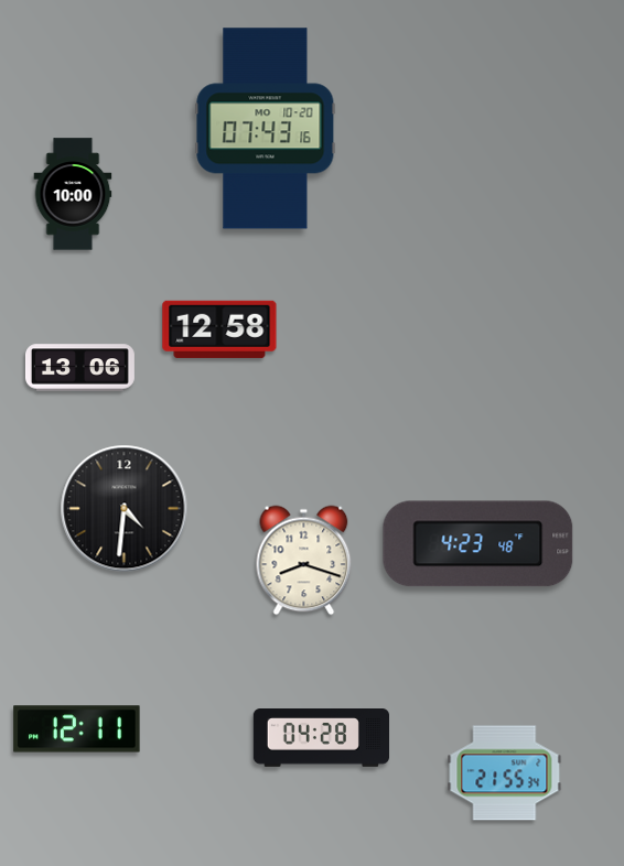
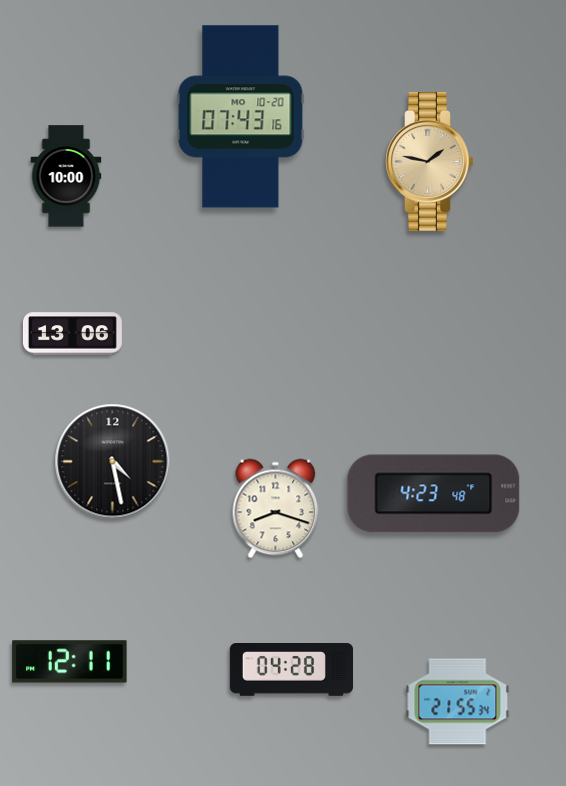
clock at (430, 161): none -> 1:47
clock at (219, 329): 12:58 -> none
clock at (125, 509): 4:31 -> 4:28
